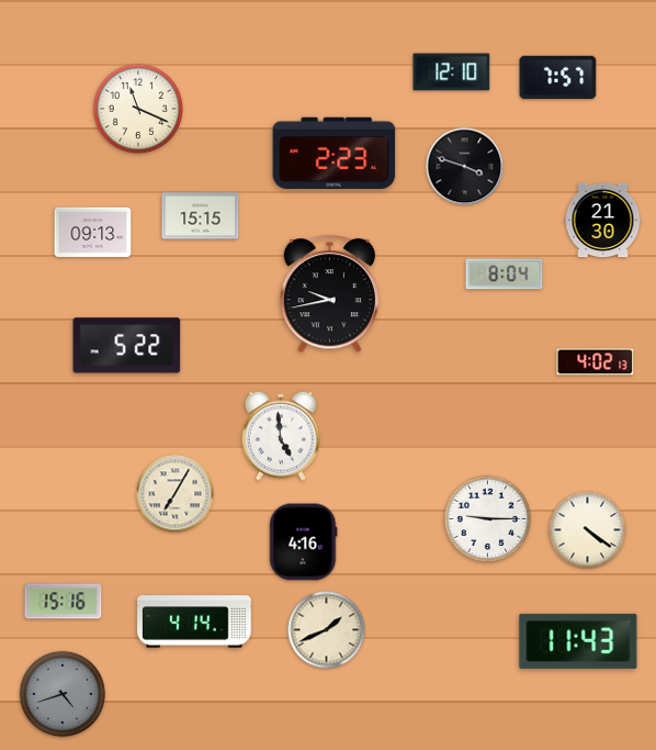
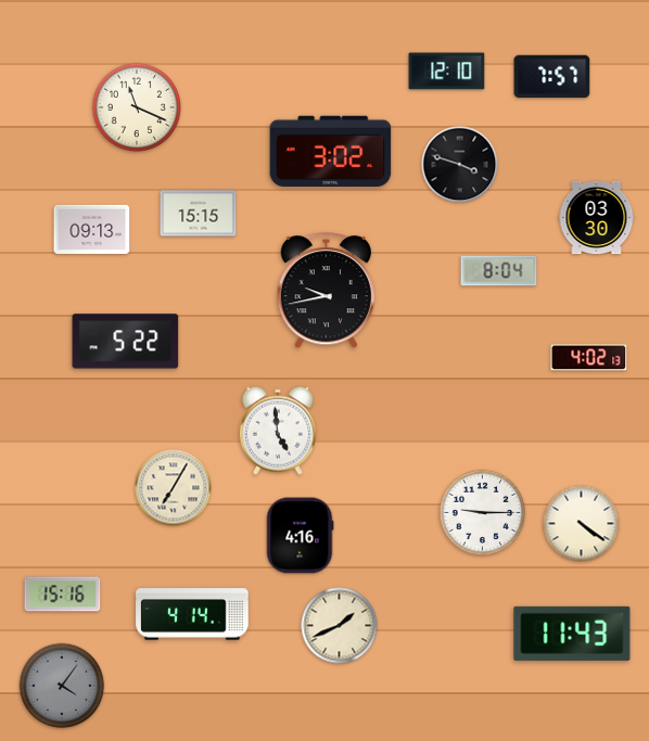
clock at (335, 153): 2:23 -> 3:02
clock at (603, 221): 21:30 -> 03:30
clock at (327, 630) position: (327, 630) -> (340, 626)
clock at (63, 694): 4:42 -> 4:06
